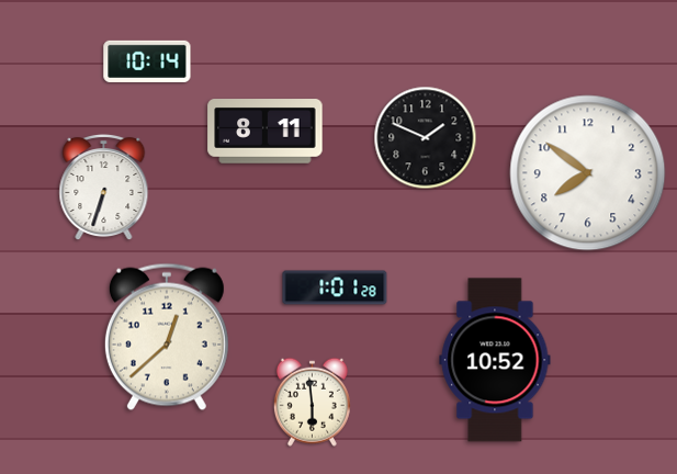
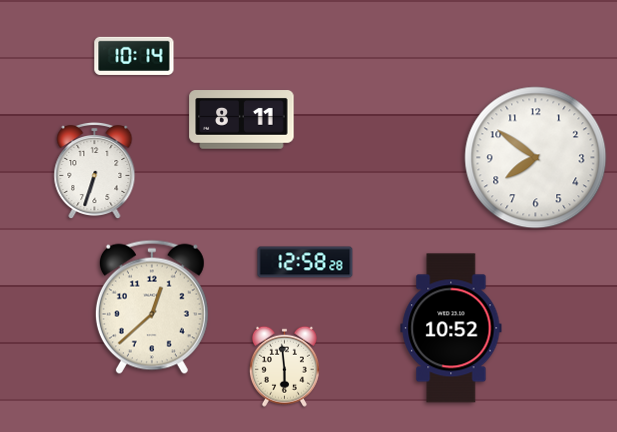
clock at (426, 138): 1:49 -> none
clock at (335, 287): 1:01 -> 12:58
